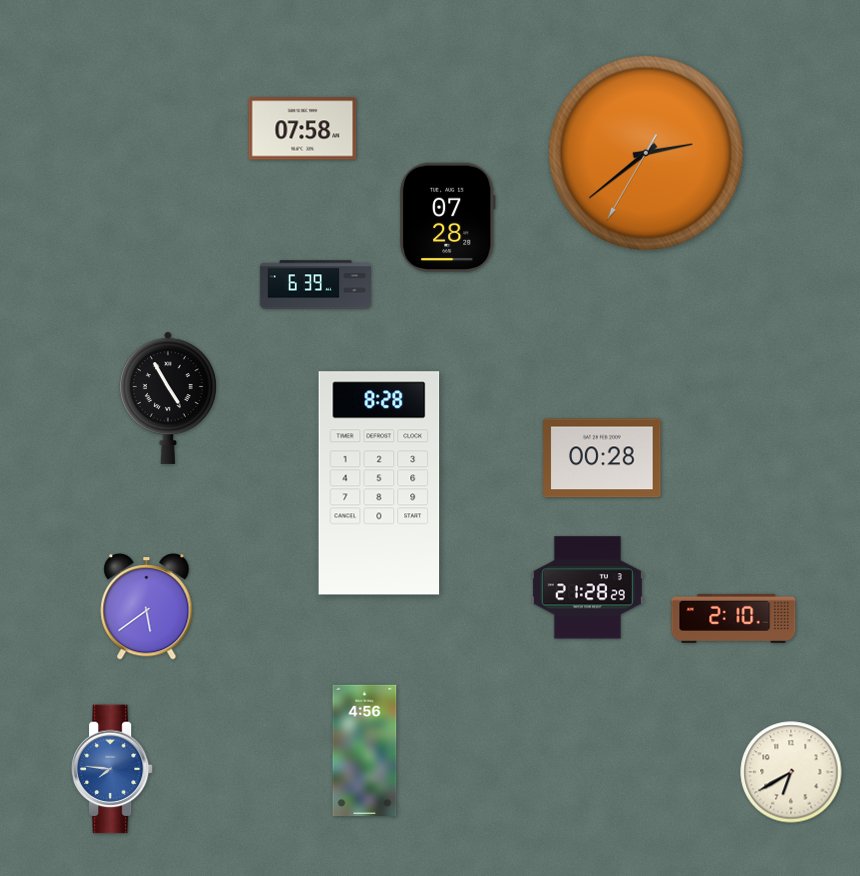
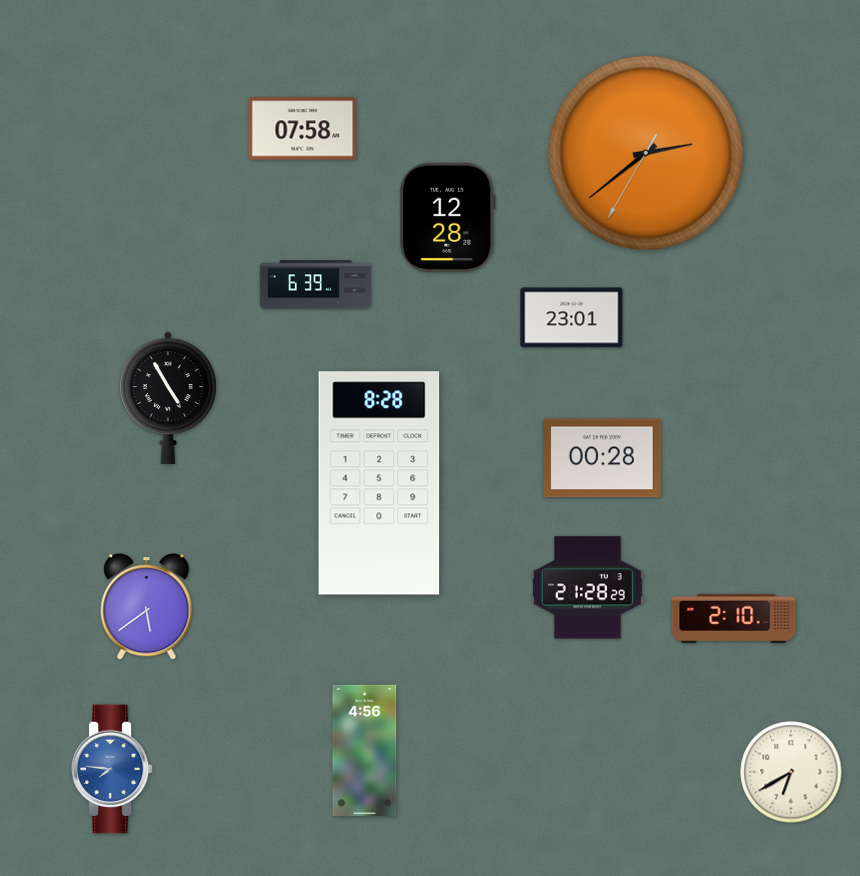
clock at (447, 218): 07:28 -> 12:28
clock at (572, 318): none -> 23:01
